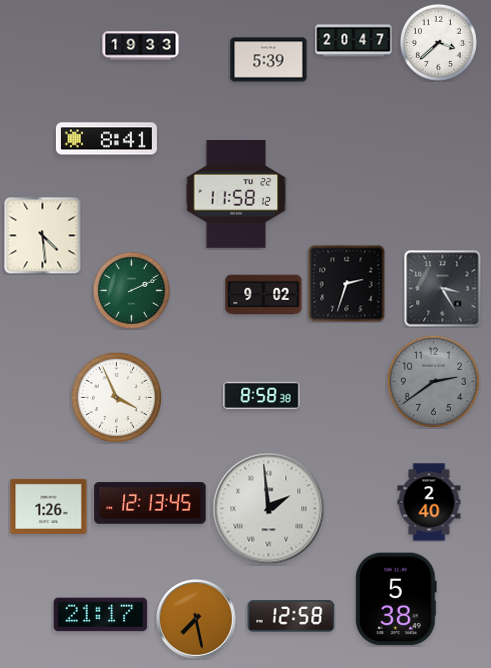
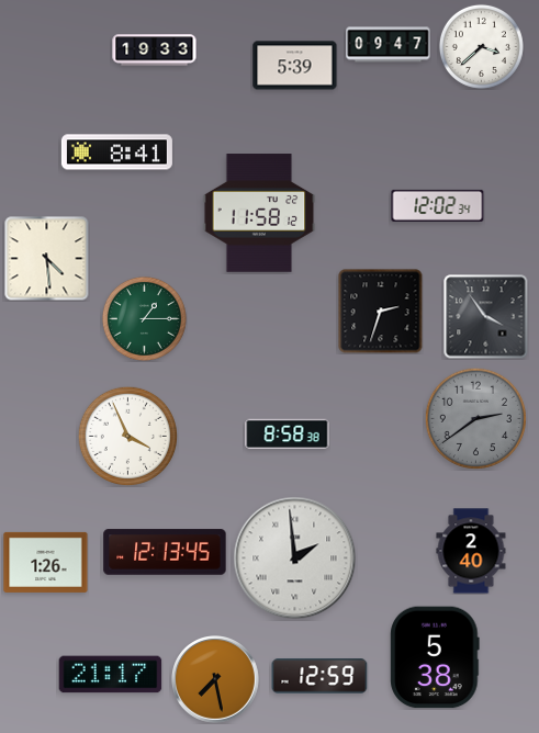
clock at (354, 41): 20:47 -> 09:47
clock at (438, 205): none -> 12:02
clock at (443, 289): 3:25 -> 3:54
clock at (131, 290): 2:11 -> 1:15
clock at (264, 295): 9:02 -> none
clock at (49, 506) position: (49, 506) -> (46, 562)
clock at (291, 616): 12:58 -> 12:59
